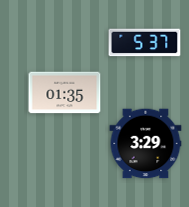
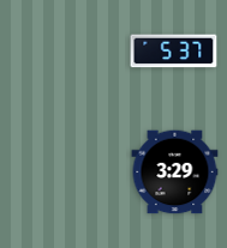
clock at (65, 93): 01:35 -> none
